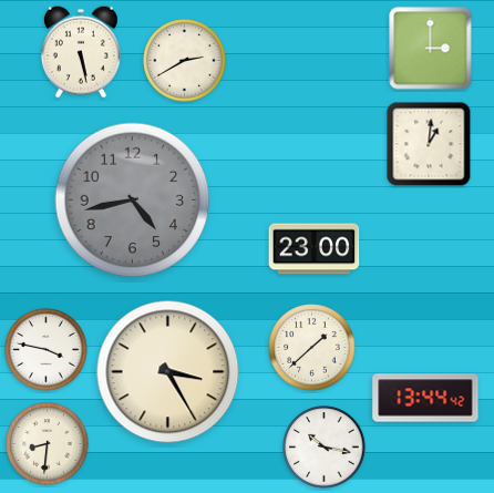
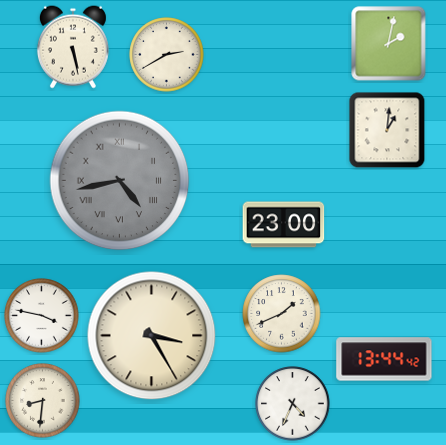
clock at (431, 49): 3:00 -> 2:02
clock at (133, 201) numerals: Arabic -> Roman
clock at (312, 348): 1:38 -> 1:41
clock at (325, 448): 10:17 -> 4:34
